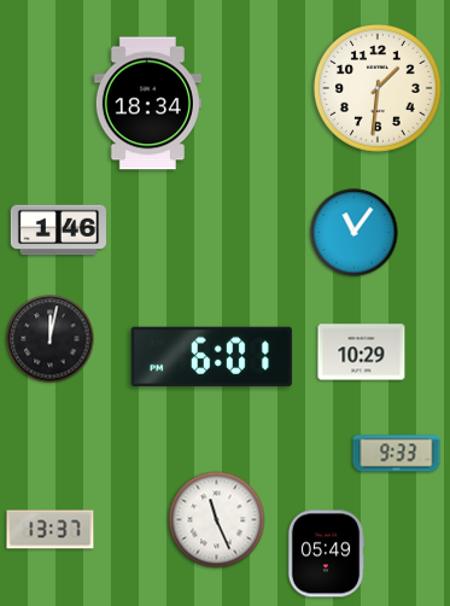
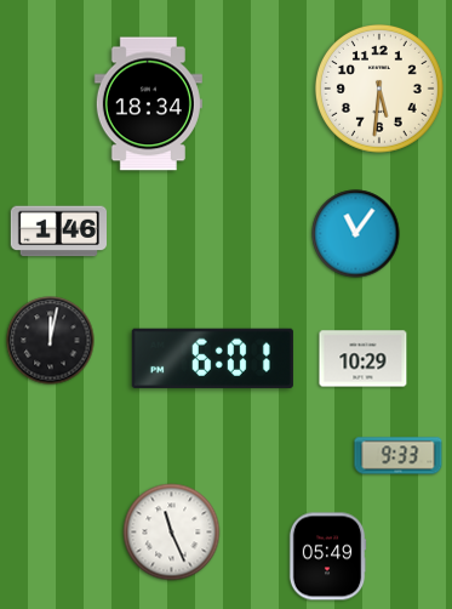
clock at (378, 88): 1:31 -> 5:31
clock at (362, 352) position: (362, 352) -> (364, 359)
clock at (217, 520) position: (217, 520) -> (172, 533)
clock at (51, 530): 13:37 -> none
